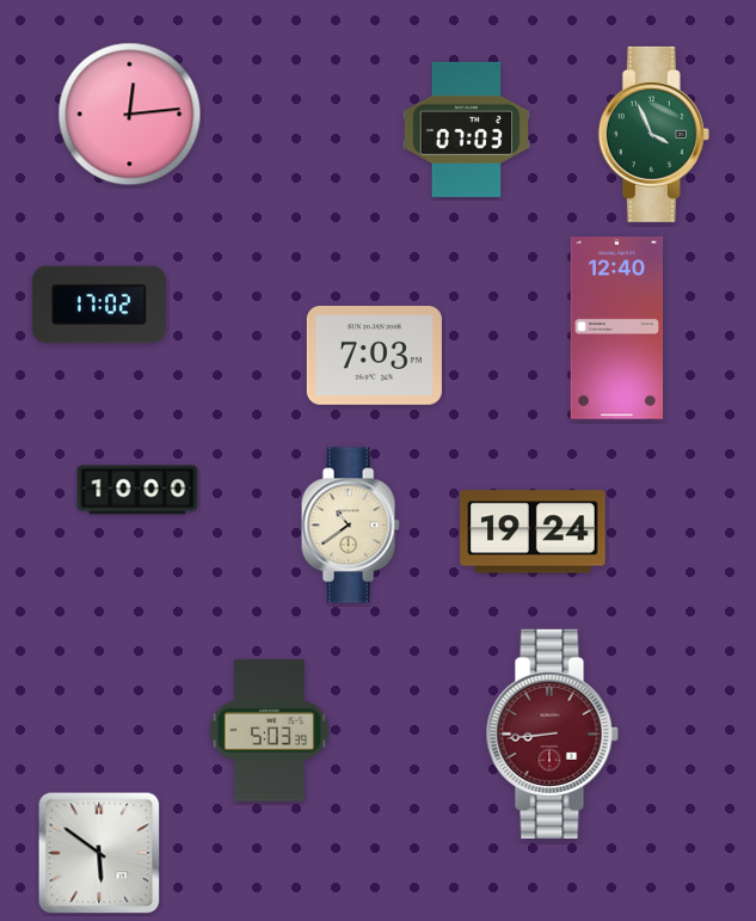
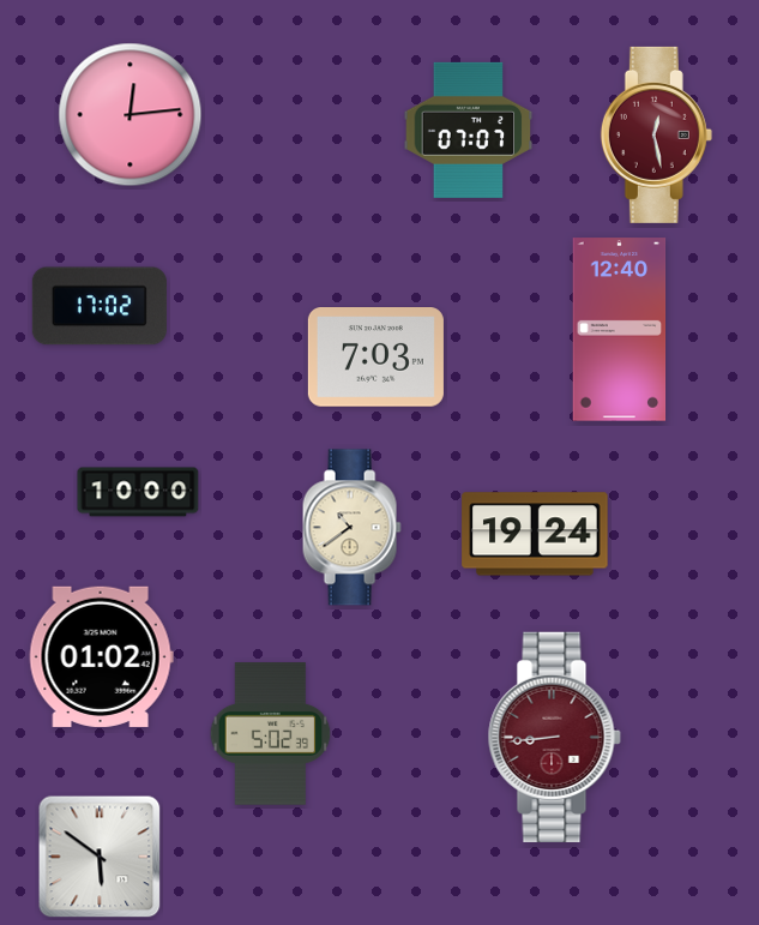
clock at (467, 129): 07:03 -> 07:07
clock at (653, 134): 3:56 -> 12:28
clock at (653, 134) dial: green -> burgundy
clock at (101, 656): none -> 01:02
clock at (270, 731): 5:03 -> 5:02
